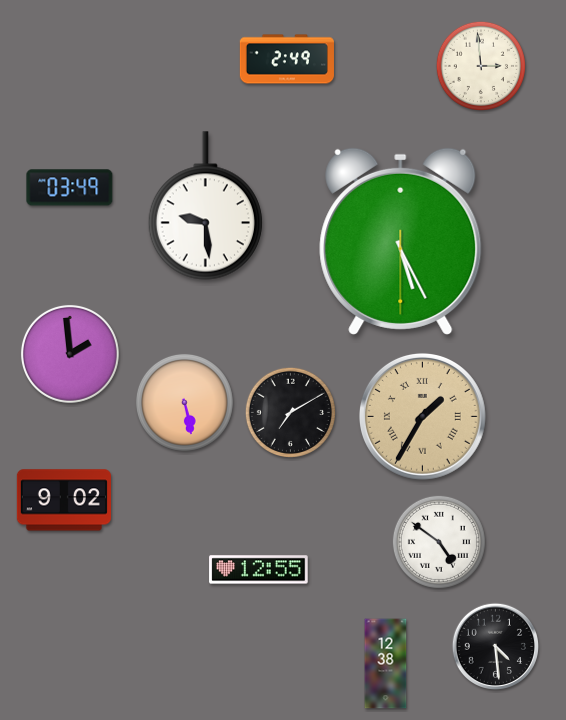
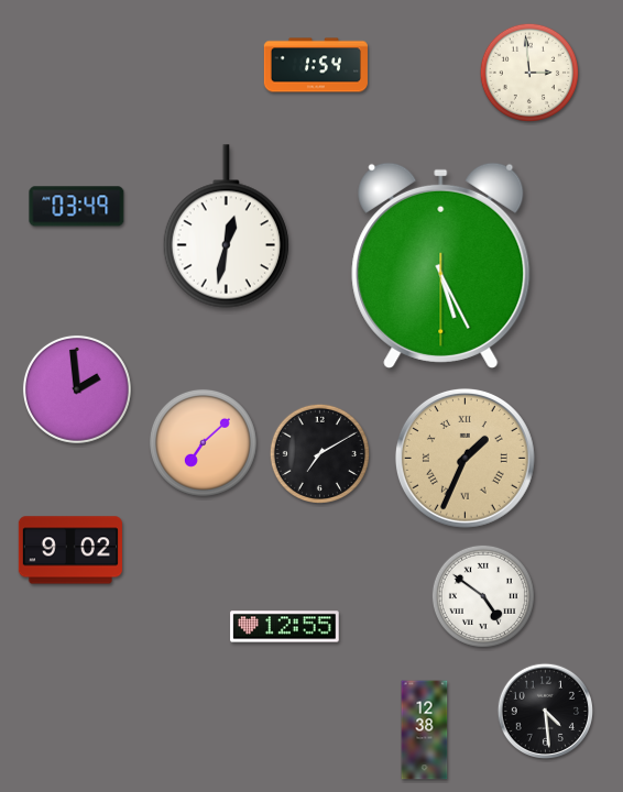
clock at (287, 59): 2:49 -> 1:54
clock at (205, 206): 9:29 -> 12:32
clock at (184, 402): 5:28 -> 7:08
clock at (422, 416): 1:35 -> 1:34
